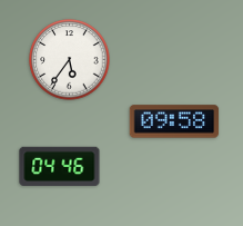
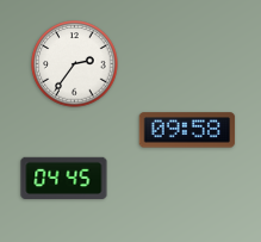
clock at (70, 60): 5:36 -> 2:36
clock at (60, 166): 04:46 -> 04:45
